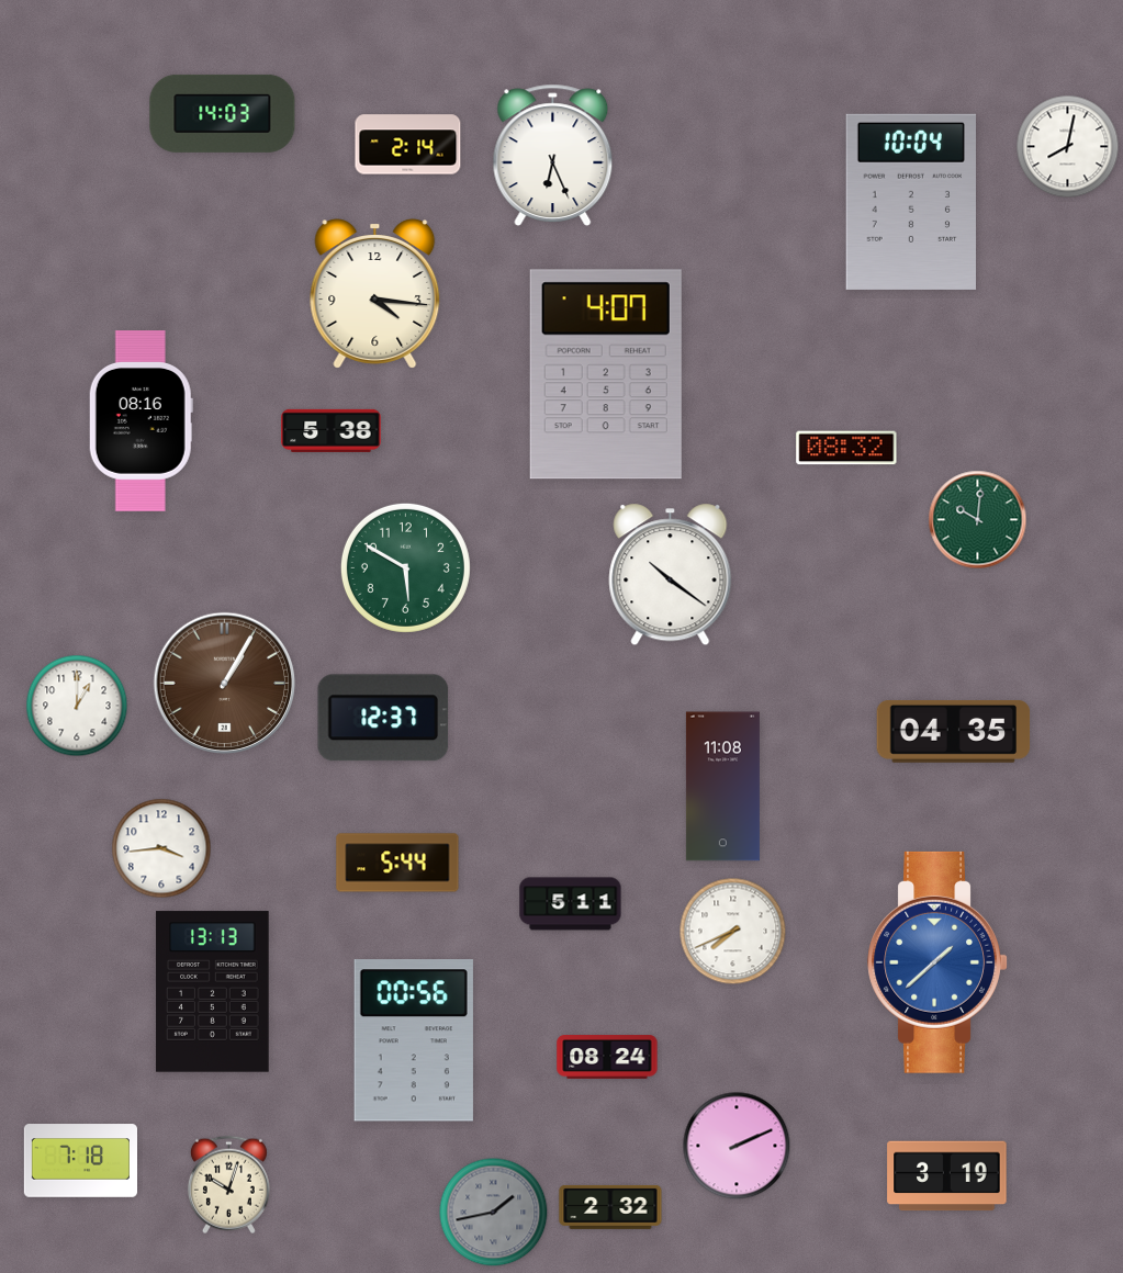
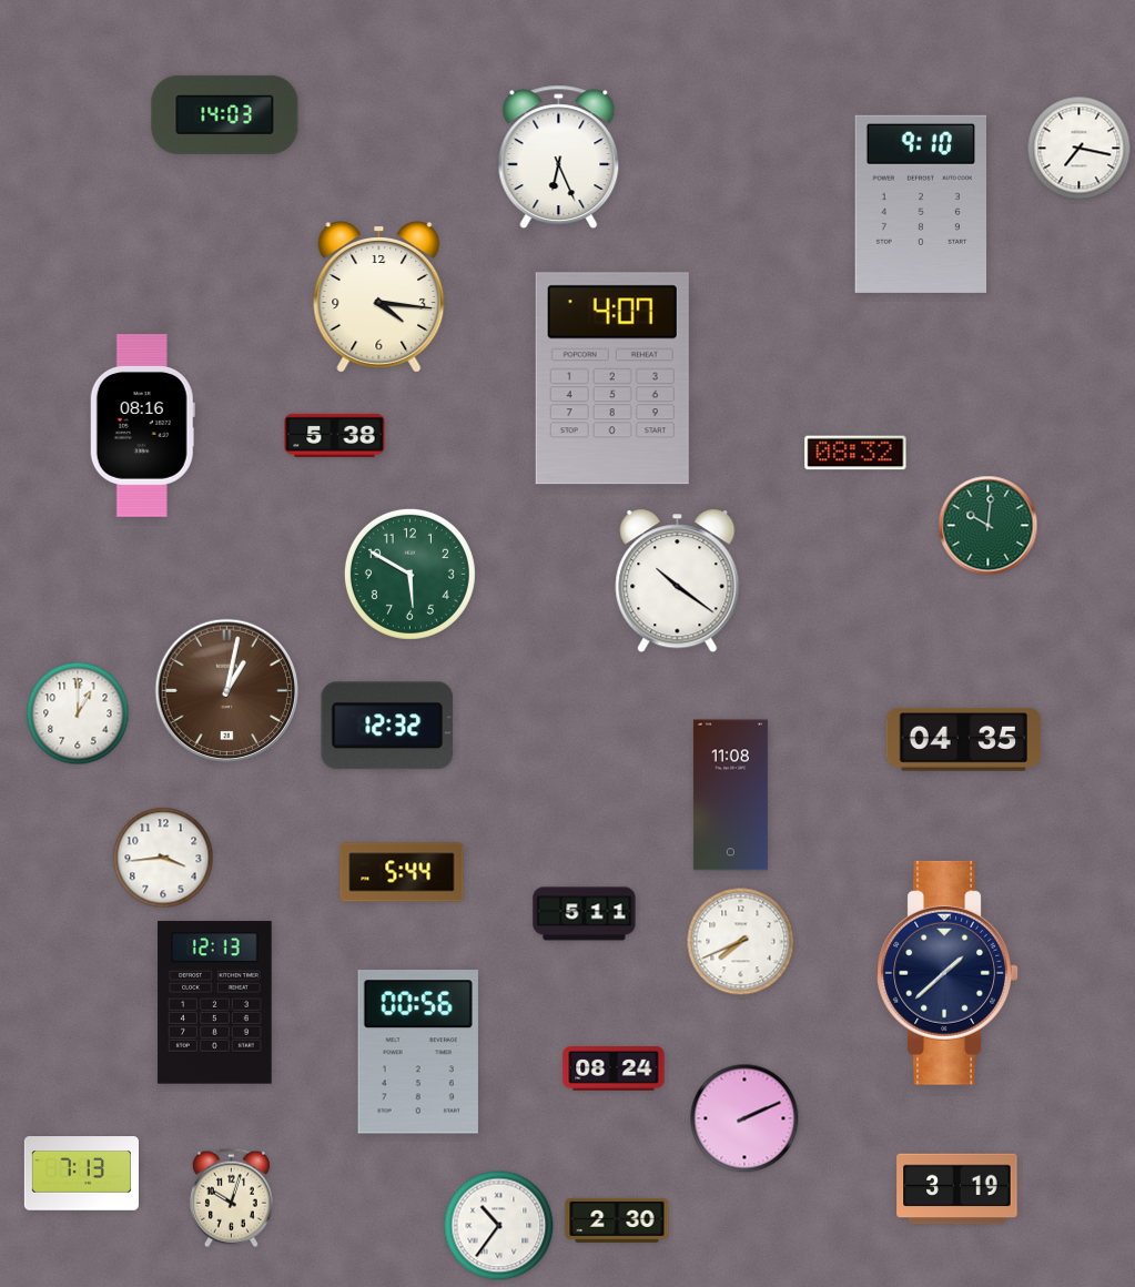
clock at (408, 145): 2:14 -> none
clock at (1068, 147): 8:02 -> 7:17
clock at (910, 202): 10:04 -> 9:10
clock at (225, 684): 1:05 -> 1:02
clock at (383, 718): 12:37 -> 12:32
clock at (571, 904) position: (571, 904) -> (585, 914)
clock at (937, 962) dial: blue -> navy
clock at (213, 992): 13:13 -> 12:13
clock at (737, 1146) position: (737, 1146) -> (744, 1118)
clock at (80, 1161): 7:18 -> 7:13
clock at (610, 1207): 2:32 -> 2:30
clock at (494, 1213): 1:43 -> 10:36
clock at (494, 1213) dial: grey -> white
